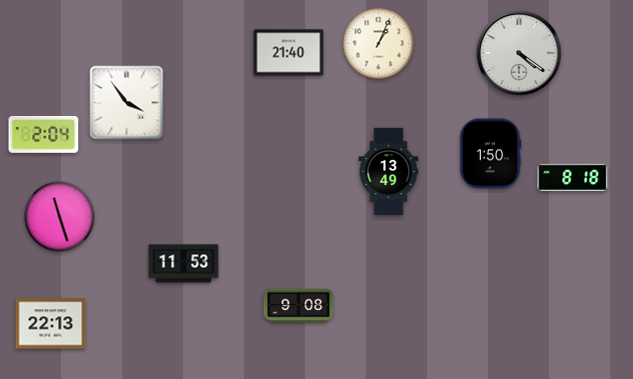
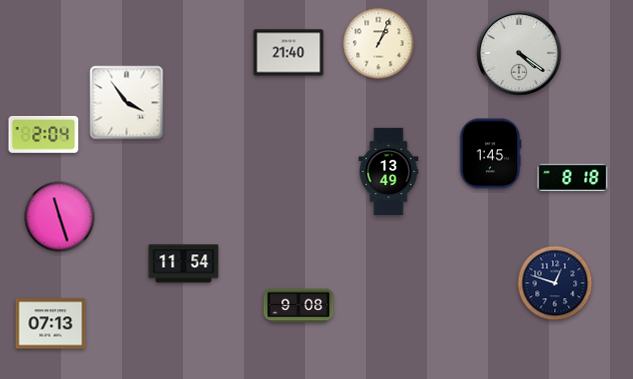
clock at (490, 154): 1:50 -> 1:45
clock at (184, 264): 11:53 -> 11:54
clock at (555, 283): none -> 12:48
clock at (51, 324): 22:13 -> 07:13
